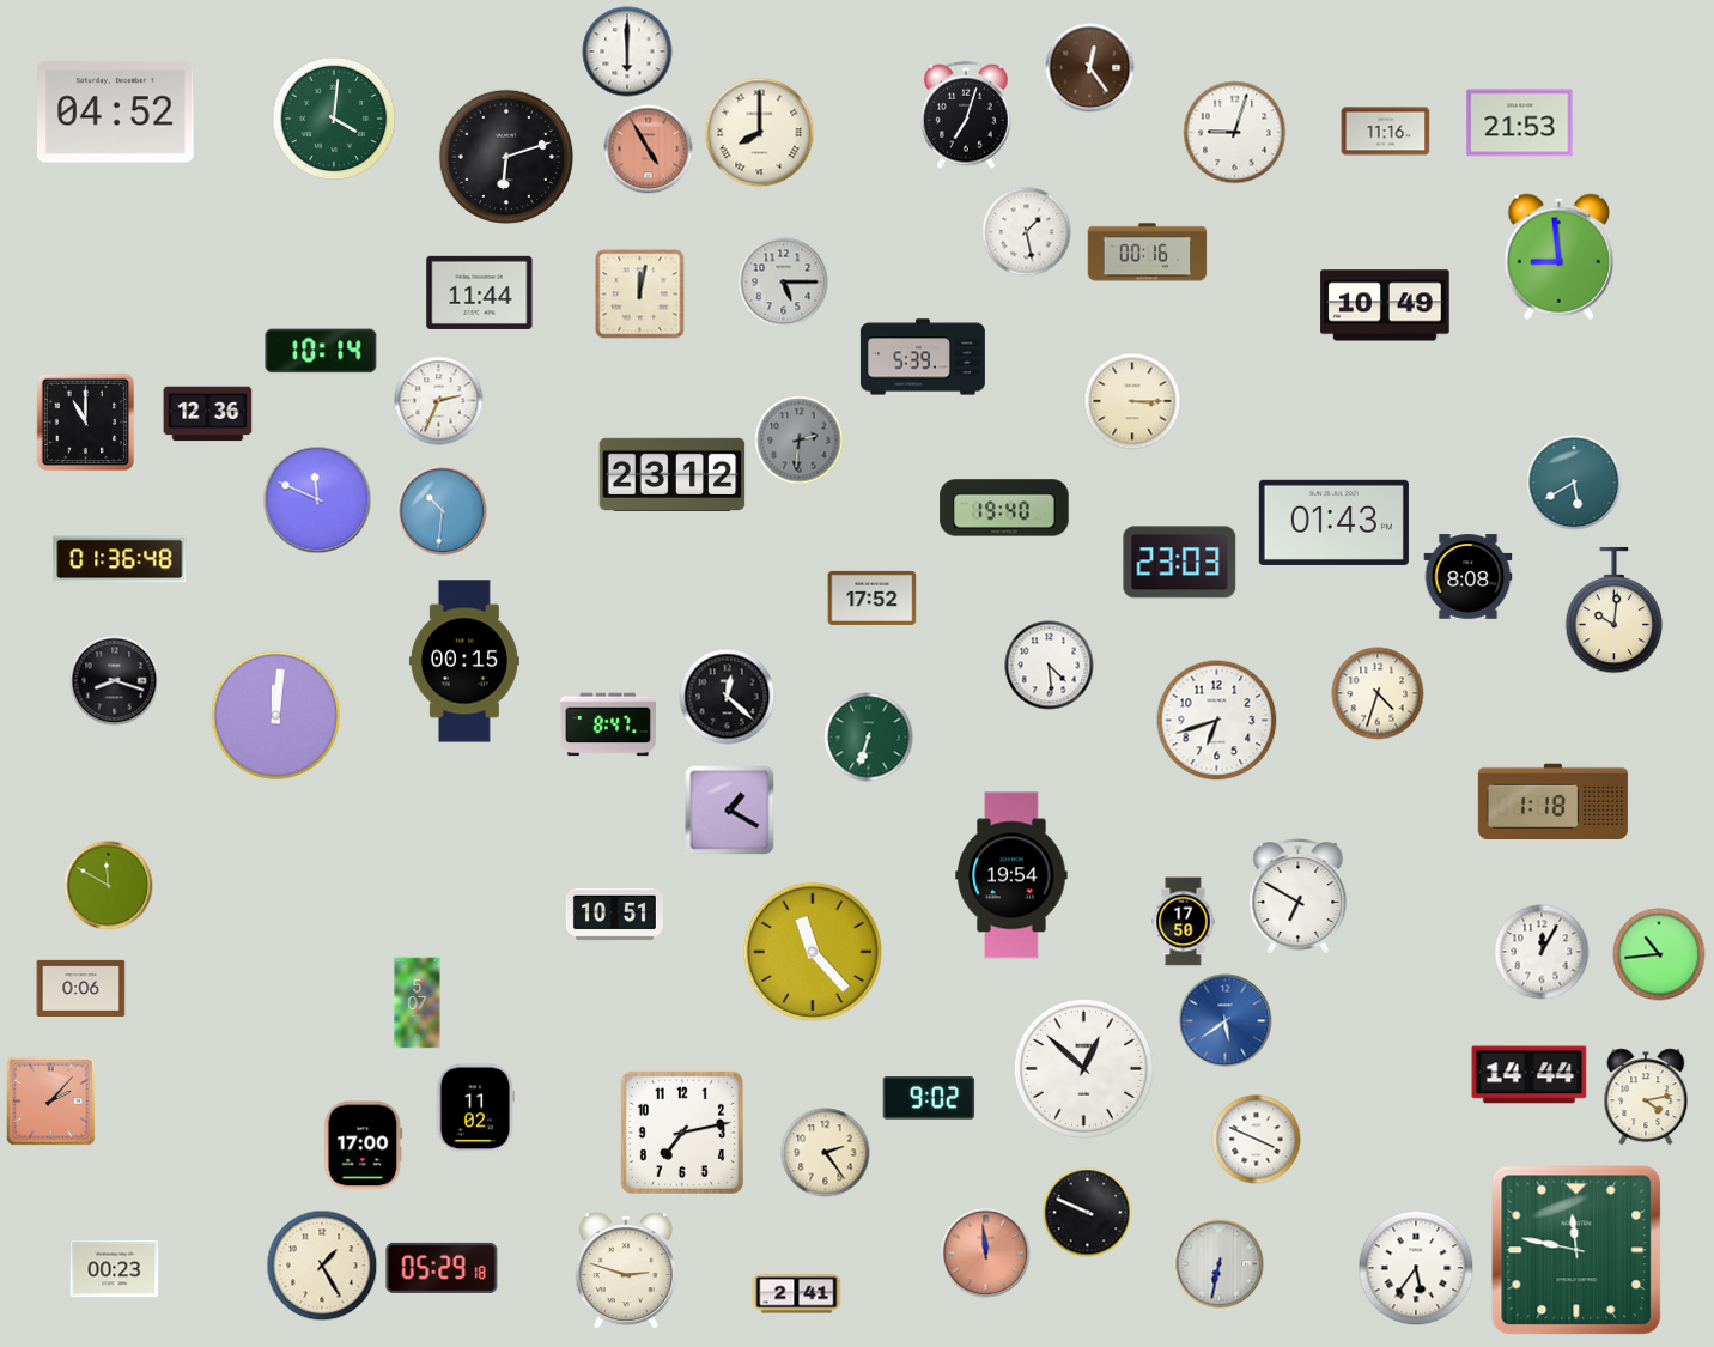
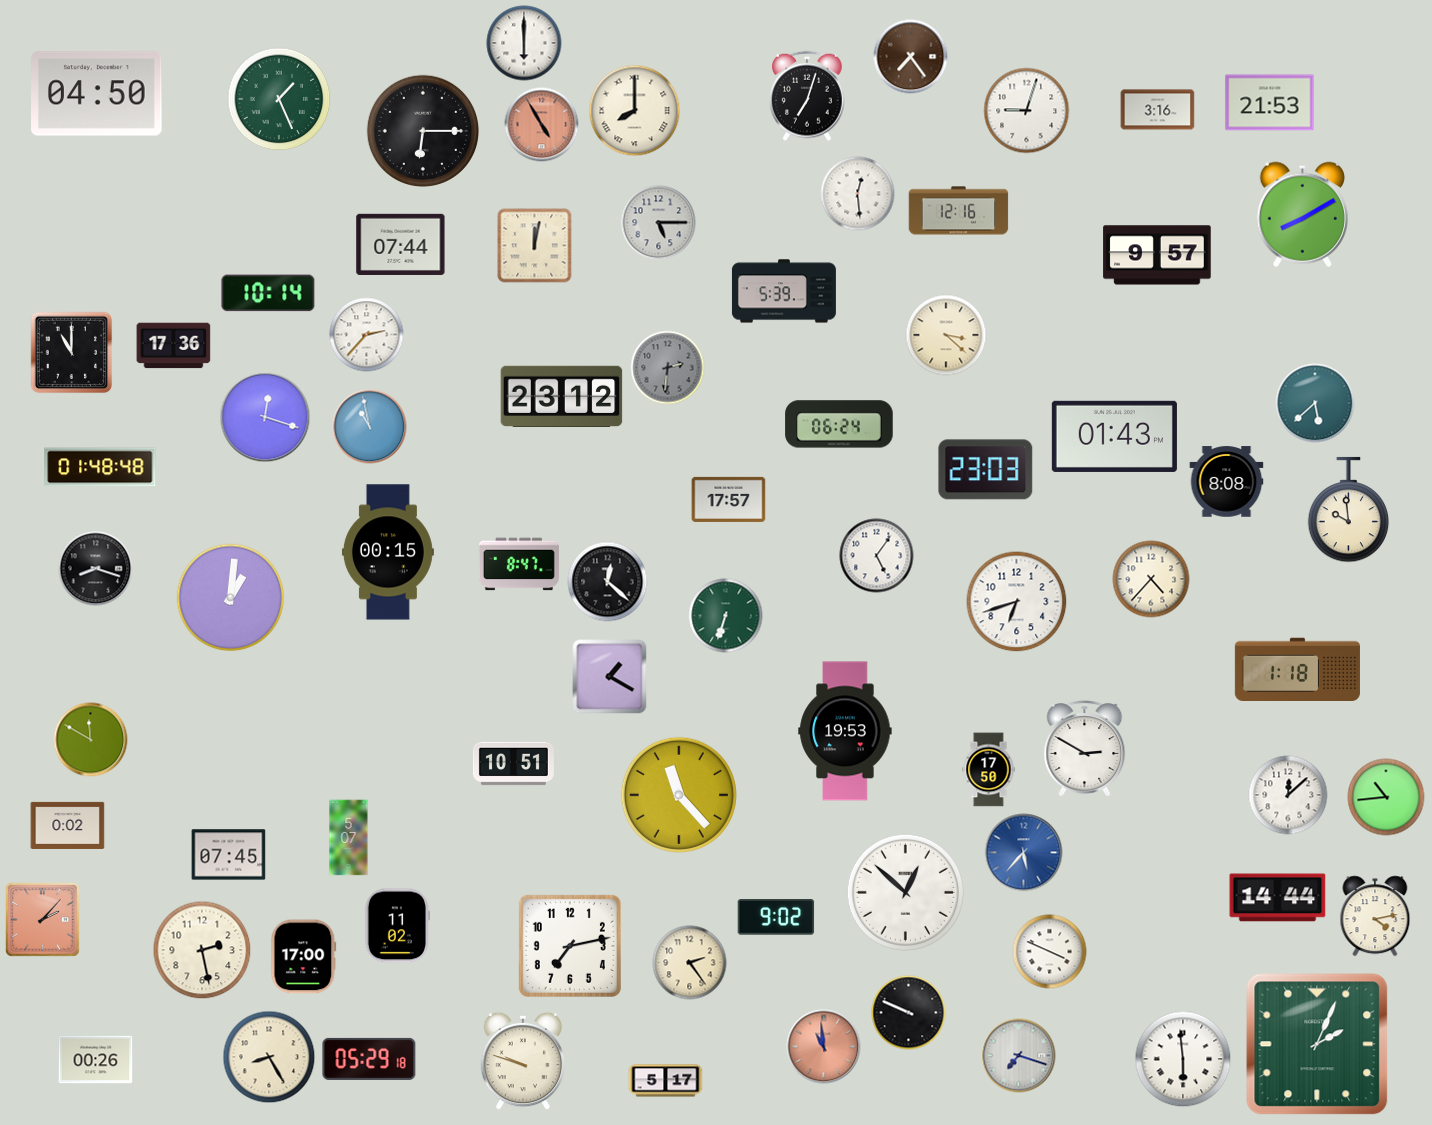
clock at (1090, 68): 12:24 -> 7:24
clock at (116, 113): 04:52 -> 04:50
clock at (334, 119): 4:01 -> 1:26
clock at (1386, 132): 11:16 -> 3:16
clock at (1235, 133) position: (1235, 133) -> (1027, 111)
clock at (505, 156): 6:12 -> 6:15
clock at (1027, 232): 1:28 -> 12:29
clock at (1148, 253): 00:16 -> 12:16
clock at (1558, 256): 8:59 -> 8:10
clock at (784, 283) position: (784, 283) -> (659, 223)
clock at (480, 292): 11:44 -> 07:44
clock at (1385, 305): 10:49 -> 9:57
clock at (923, 357) position: (923, 357) -> (784, 291)
clock at (439, 401): 2:34 -> 2:37
clock at (1132, 401): 3:15 -> 3:22
clock at (208, 414): 12:36 -> 17:36
clock at (1574, 483): 5:40 -> 5:38
clock at (317, 499): 11:49 -> 12:18
clock at (1004, 508): 19:40 -> 06:24
clock at (443, 511): 10:31 -> 10:58
clock at (120, 559): 01:36 -> 01:48
clock at (873, 597): 17:52 -> 17:57
clock at (1615, 611): 10:01 -> 9:59
clock at (1050, 666): 4:29 -> 5:06
clock at (1378, 693): 4:33 -> 4:37
clock at (276, 716): 12:01 -> 1:01
clock at (608, 724) position: (608, 724) -> (519, 564)
clock at (1011, 875): 19:54 -> 19:53
clock at (1299, 897): 6:50 -> 2:50
clock at (1542, 952): 12:05 -> 12:08
clock at (81, 988): 0:06 -> 0:02
clock at (1226, 1021): 5:39 -> 5:37
clock at (229, 855): none -> 07:45
clock at (202, 950): none -> 2:28
clock at (1576, 1250): 11:47 -> 2:04
clock at (986, 1254): 11:59 -> 10:59
clock at (1220, 1264): 6:32 -> 7:18
clock at (322, 1266): 1:25 -> 8:25
clock at (1416, 1268): 5:36 -> 5:59
clock at (115, 1269): 00:23 -> 00:26
clock at (626, 1270): 2:48 -> 9:48
clock at (797, 1294): 2:41 -> 5:17
